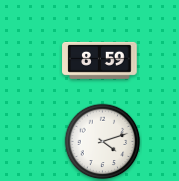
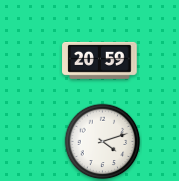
clock at (100, 60): 8:59 -> 20:59
